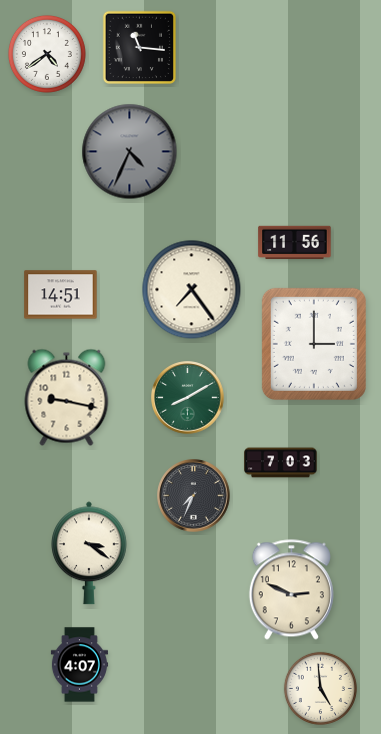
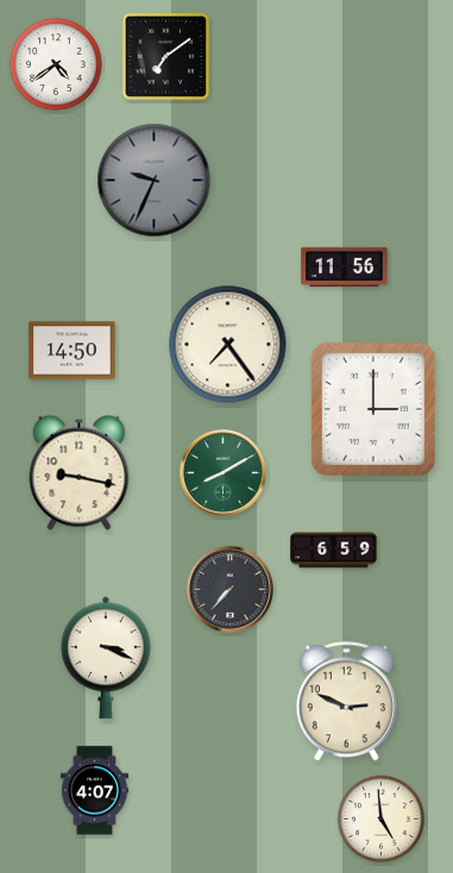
clock at (140, 48): 11:16 -> 7:09
clock at (130, 152): 4:34 -> 9:34
clock at (295, 243) position: (295, 243) -> (345, 268)
clock at (61, 295): 14:51 -> 14:50
clock at (281, 463): 7:03 -> 6:59
clock at (194, 496): 7:34 -> 7:37
clock at (90, 553): 3:21 -> 3:19
